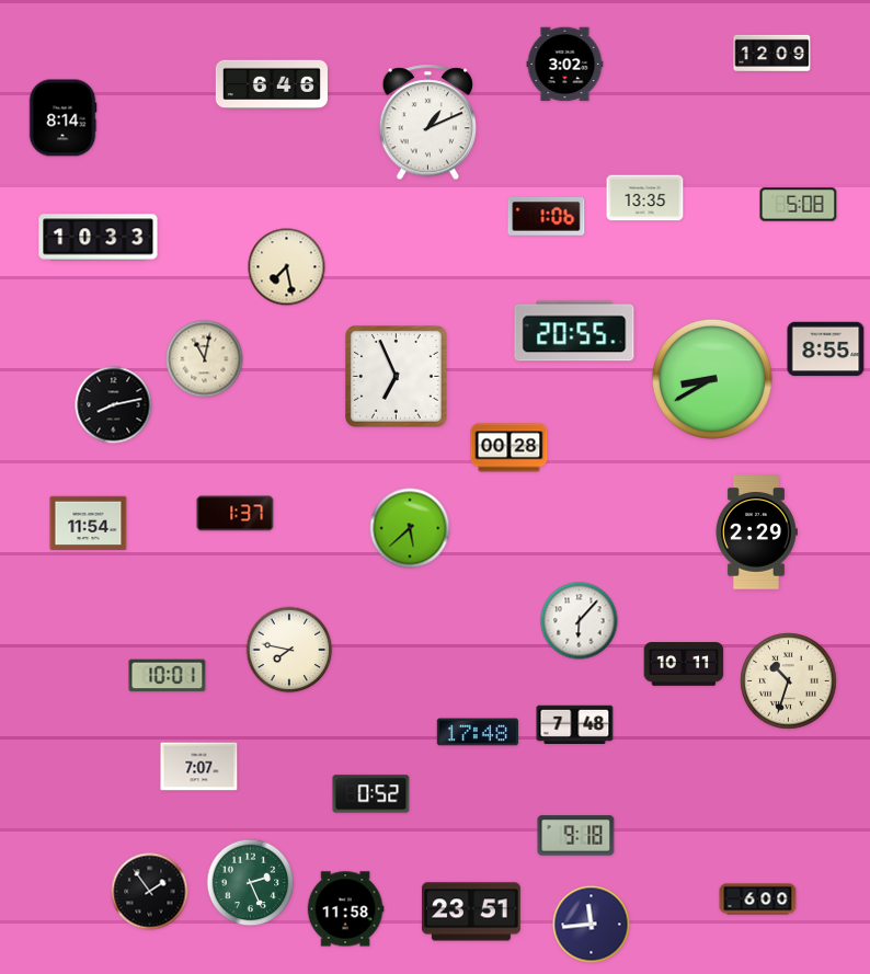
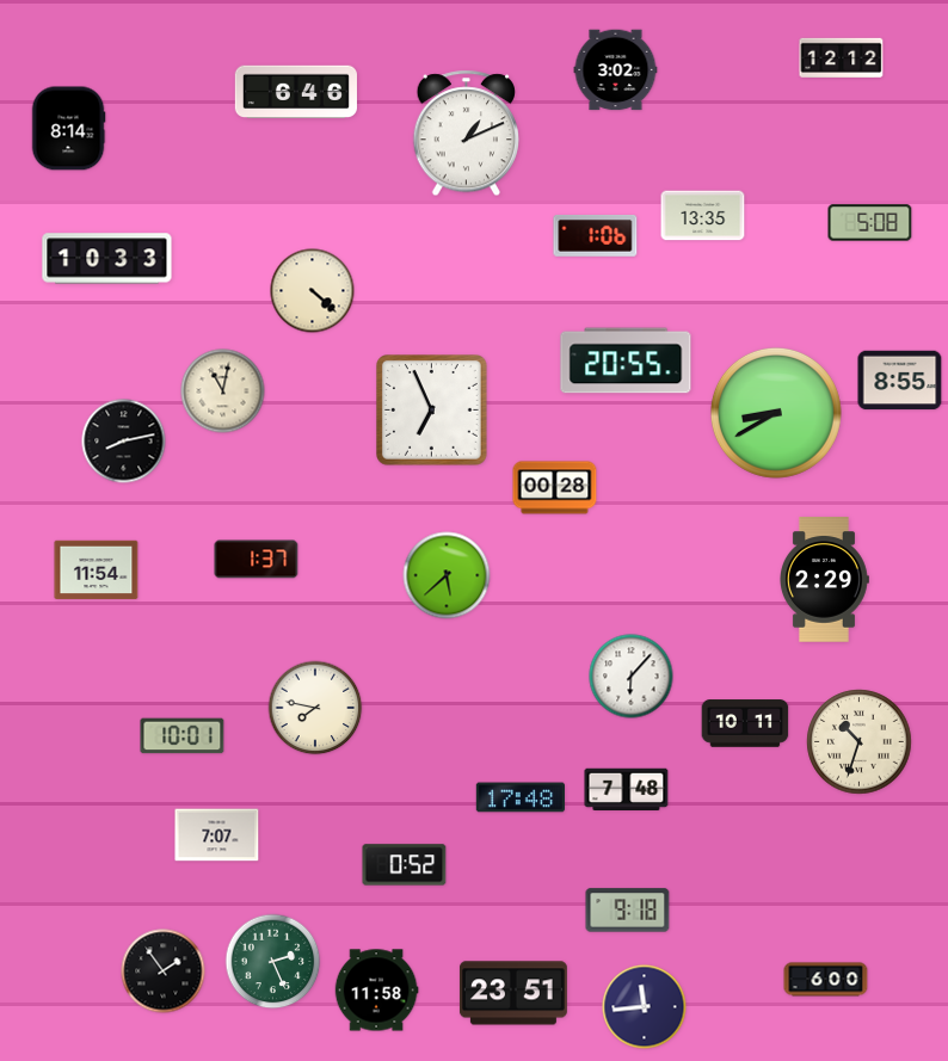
clock at (772, 53): 12:09 -> 12:12
clock at (287, 267): 7:28 -> 4:22
